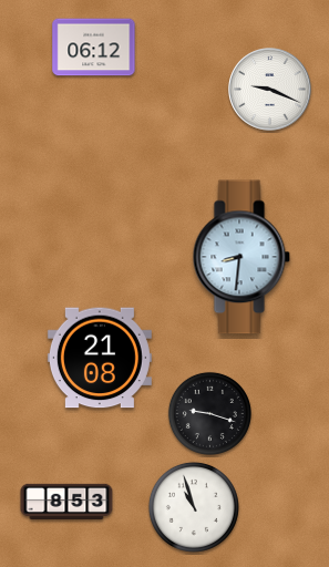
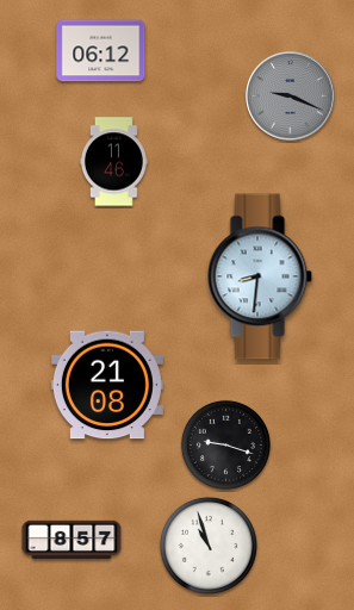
clock at (270, 90) dial: white -> grey
clock at (113, 162): none -> 11:46
clock at (66, 501): 8:53 -> 8:57
